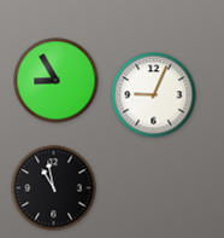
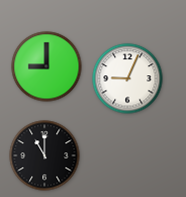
clock at (57, 81): 8:55 -> 9:00
clock at (54, 188): 10:58 -> 11:00
